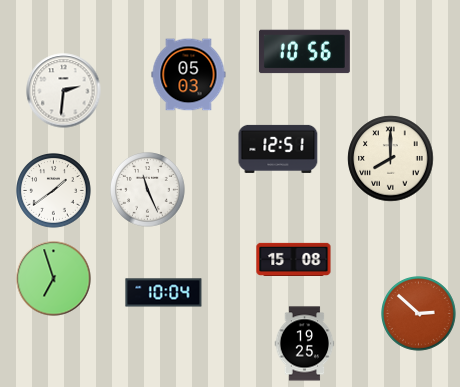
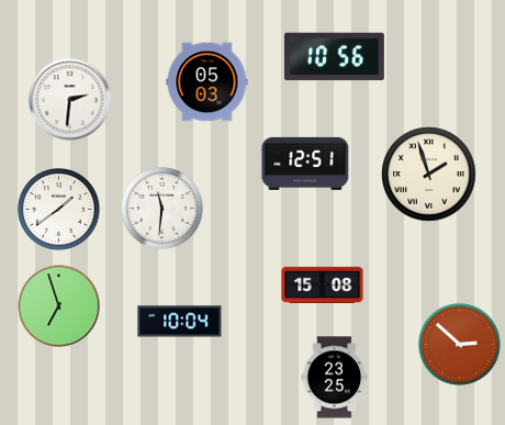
clock at (391, 159): 8:00 -> 1:57
clock at (148, 190): 11:26 -> 11:31
clock at (305, 344): 19:25 -> 23:25
